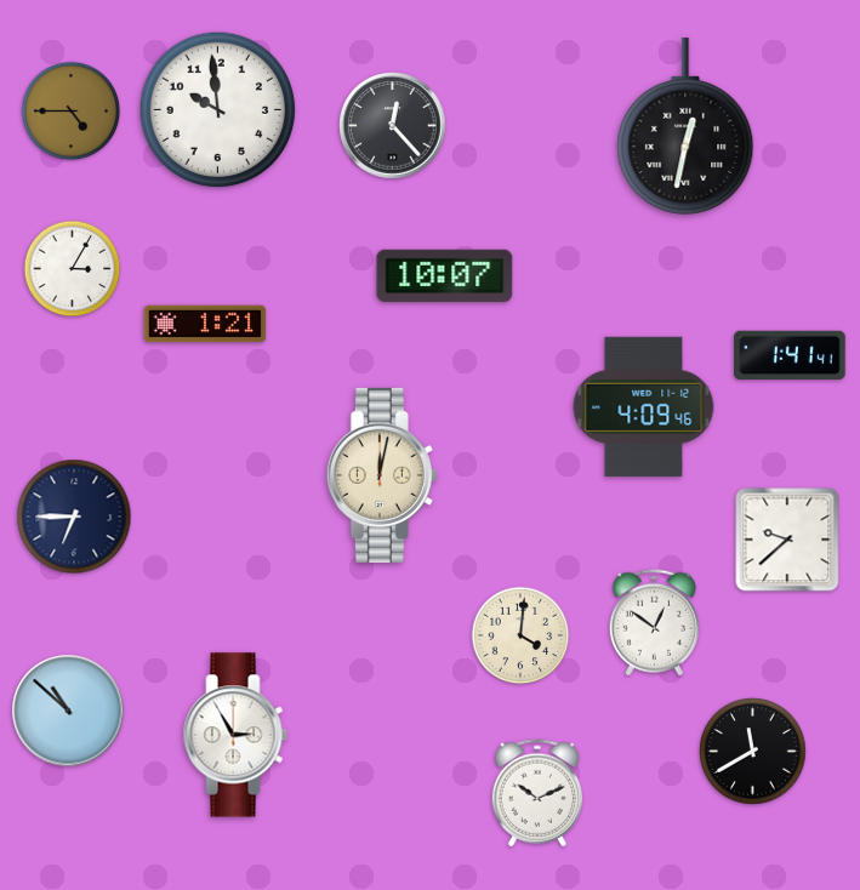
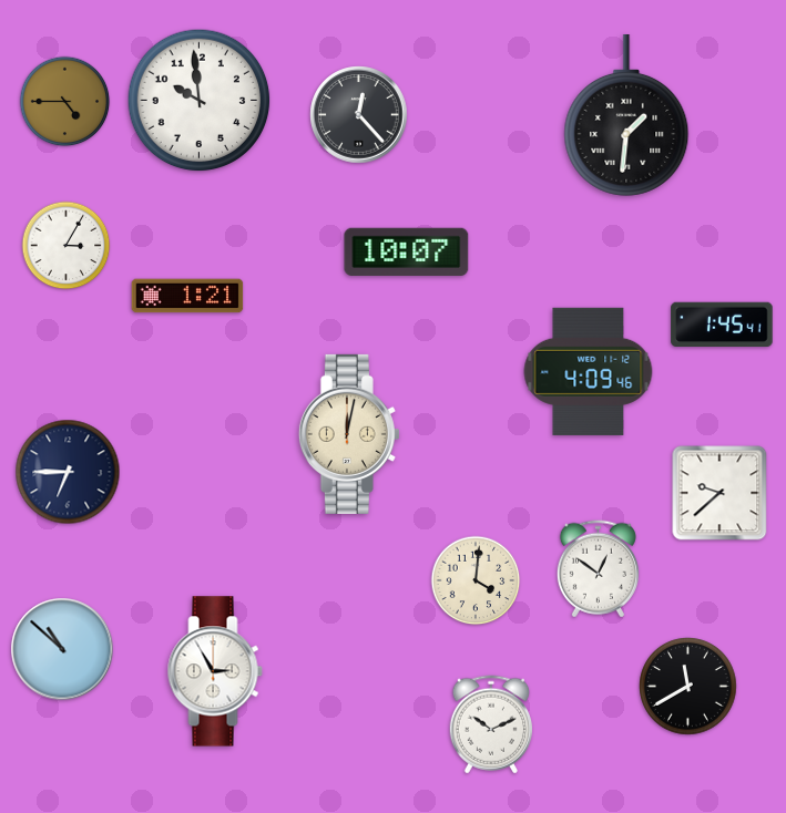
clock at (685, 126): 12:32 -> 1:31
clock at (790, 355): 1:41 -> 1:45
